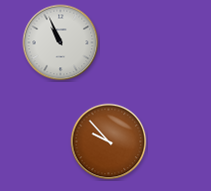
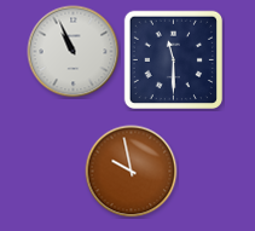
clock at (173, 59): none -> 11:30
clock at (109, 142): 9:53 -> 9:58
